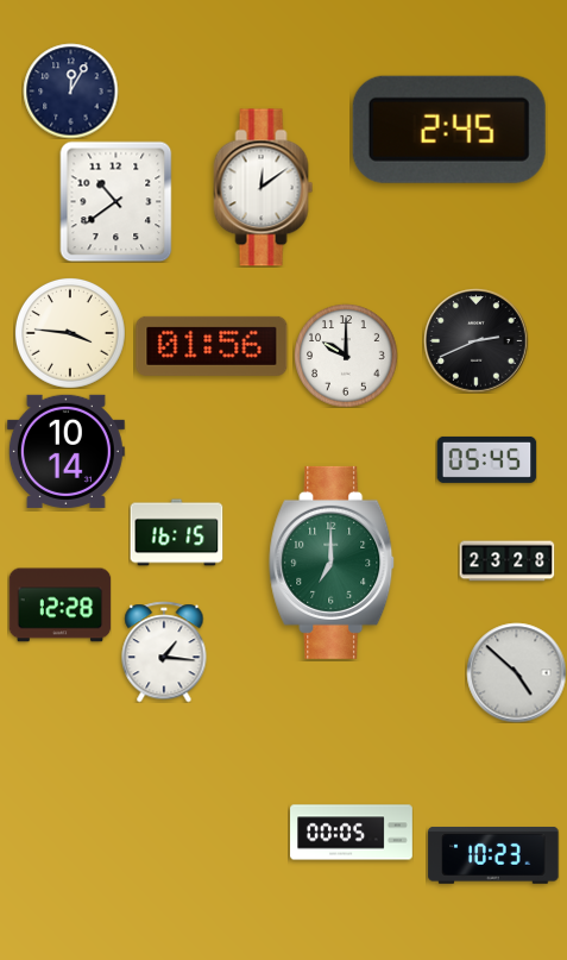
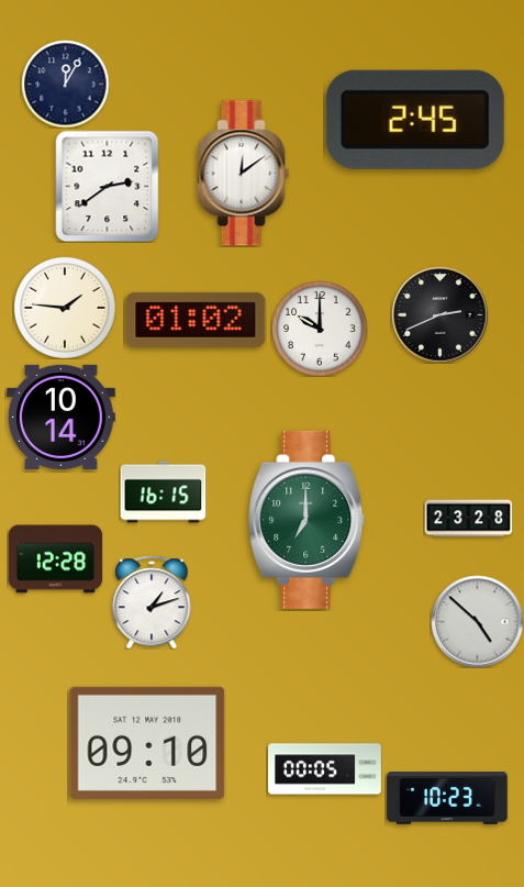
clock at (116, 201): 10:39 -> 2:39
clock at (70, 333): 3:46 -> 1:46
clock at (212, 346): 01:56 -> 01:02
clock at (486, 459): 05:45 -> none
clock at (164, 652): 1:16 -> 1:12
clock at (147, 743): none -> 09:10
clock at (493, 857) position: (493, 857) -> (447, 799)
